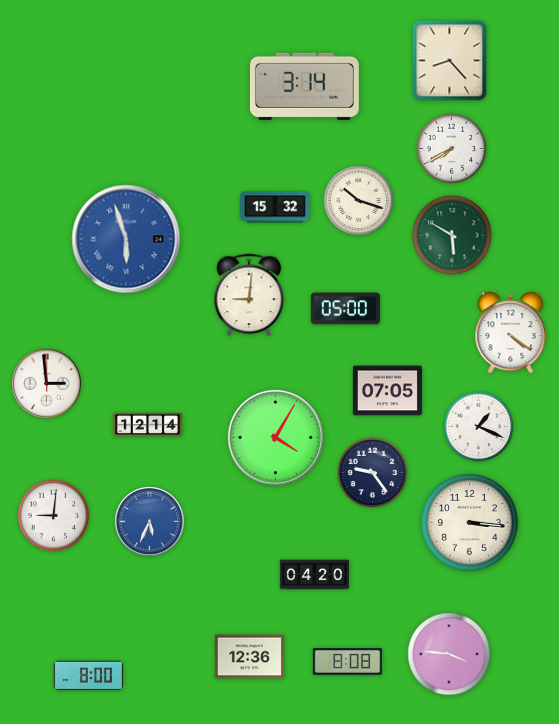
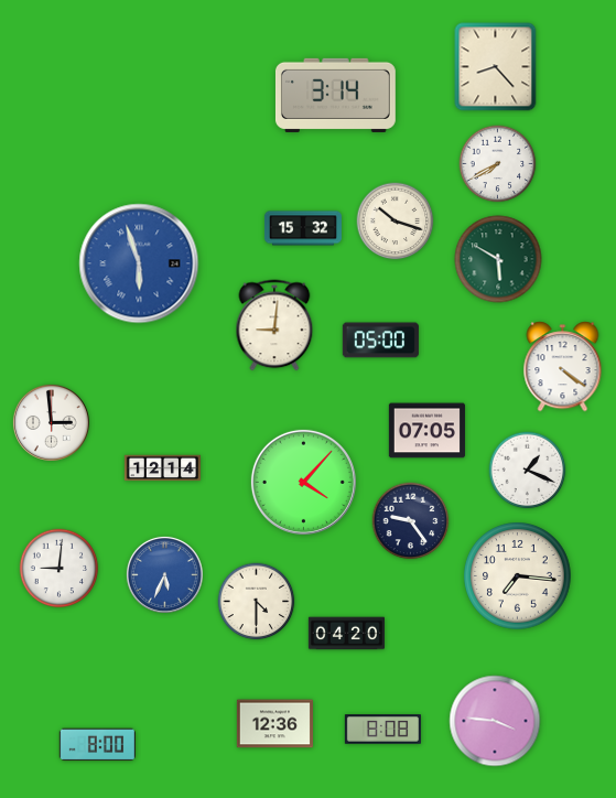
clock at (275, 437): 4:05 -> 4:07
clock at (470, 523): 3:16 -> 7:16
clock at (257, 602): none -> 4:30
